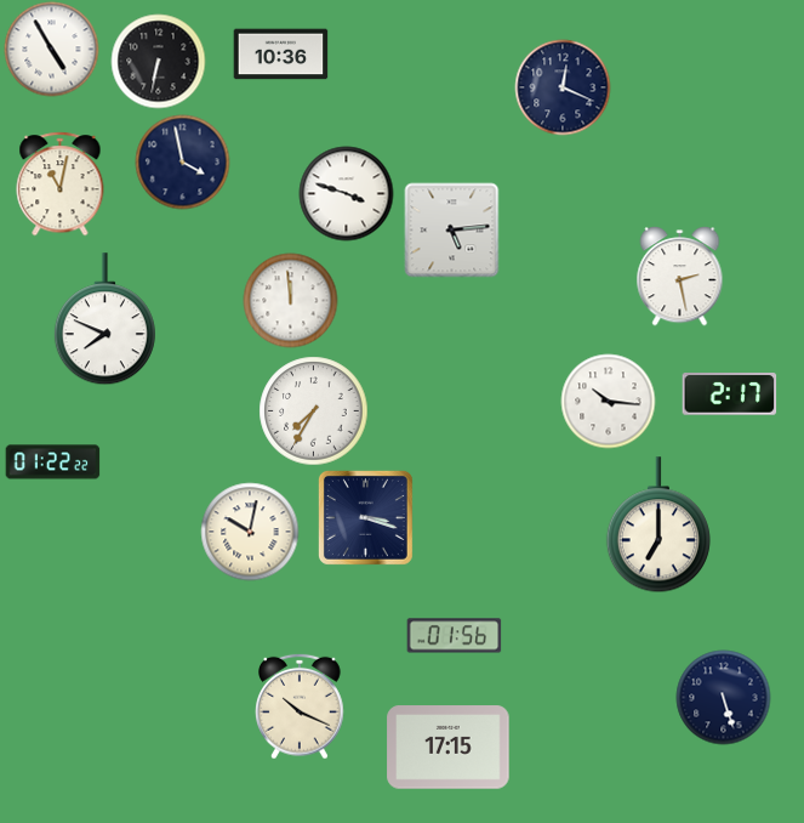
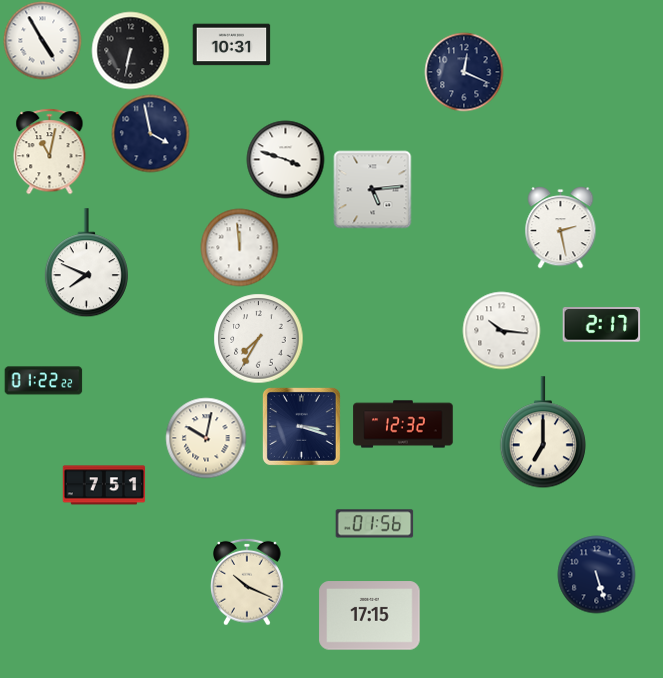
clock at (280, 55): 10:36 -> 10:31
clock at (403, 424): none -> 12:32
clock at (104, 485): none -> 7:51
